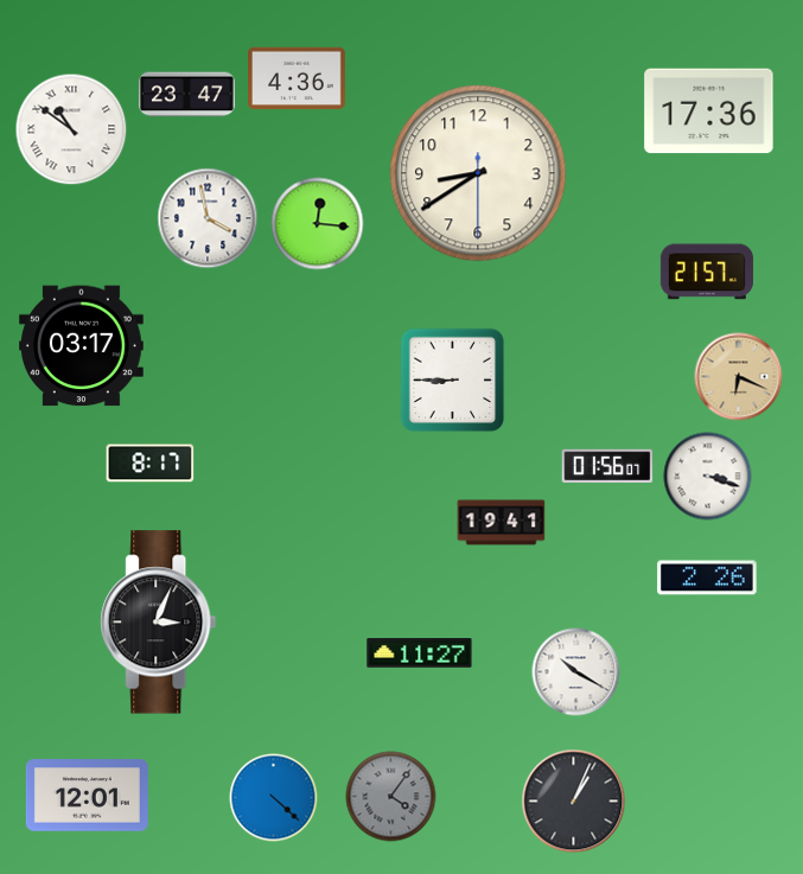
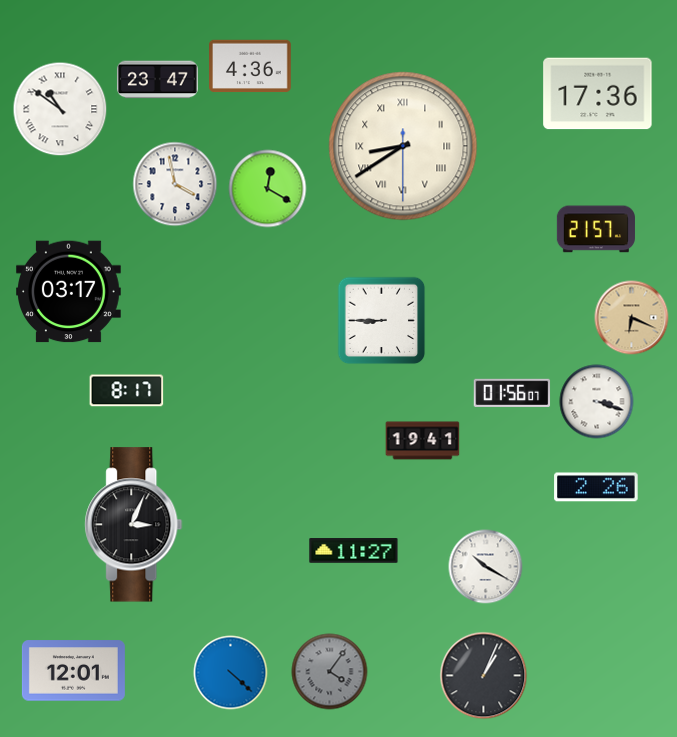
clock at (478, 173) numerals: Arabic -> Roman
clock at (318, 224): 12:16 -> 12:20
clock at (739, 377) position: (739, 377) -> (632, 318)
